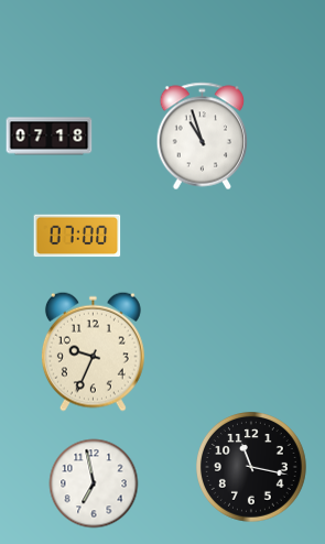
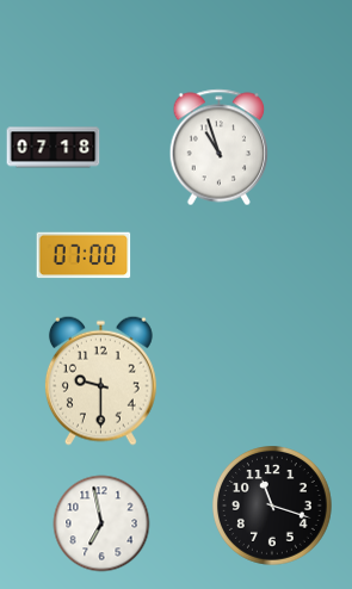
clock at (93, 351): 9:34 -> 9:30
clock at (252, 468): 11:17 -> 11:18
